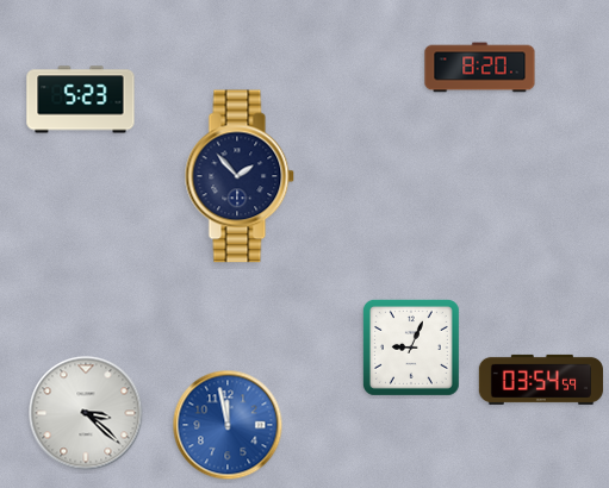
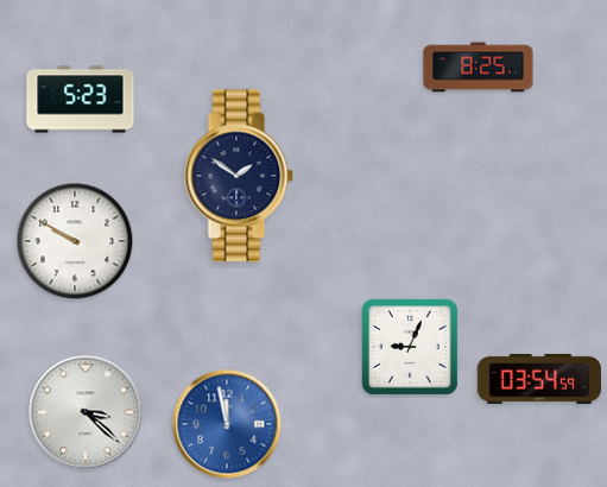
clock at (480, 68): 8:20 -> 8:25
clock at (240, 176): 1:53 -> 1:51
clock at (75, 241): none -> 9:50
